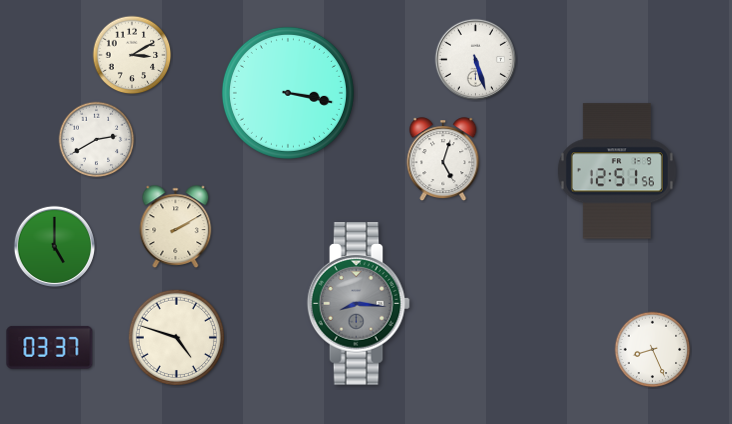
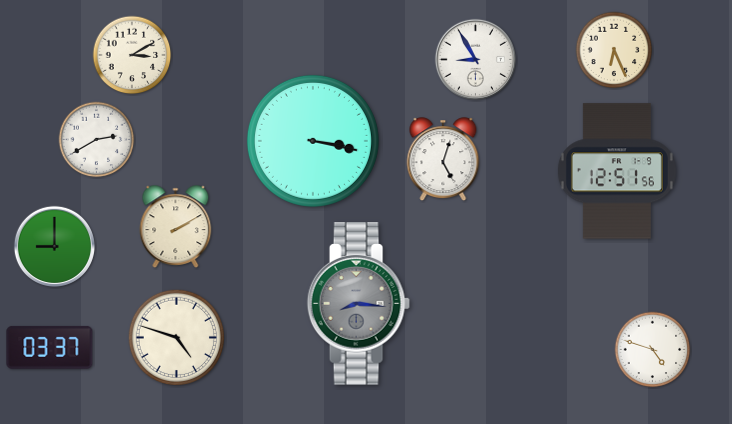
clock at (614, 50): none -> 6:26
clock at (475, 59): 5:27 -> 8:55
clock at (288, 93) position: (288, 93) -> (313, 141)
clock at (54, 246): 5:00 -> 9:00
clock at (653, 350): 8:26 -> 4:48
